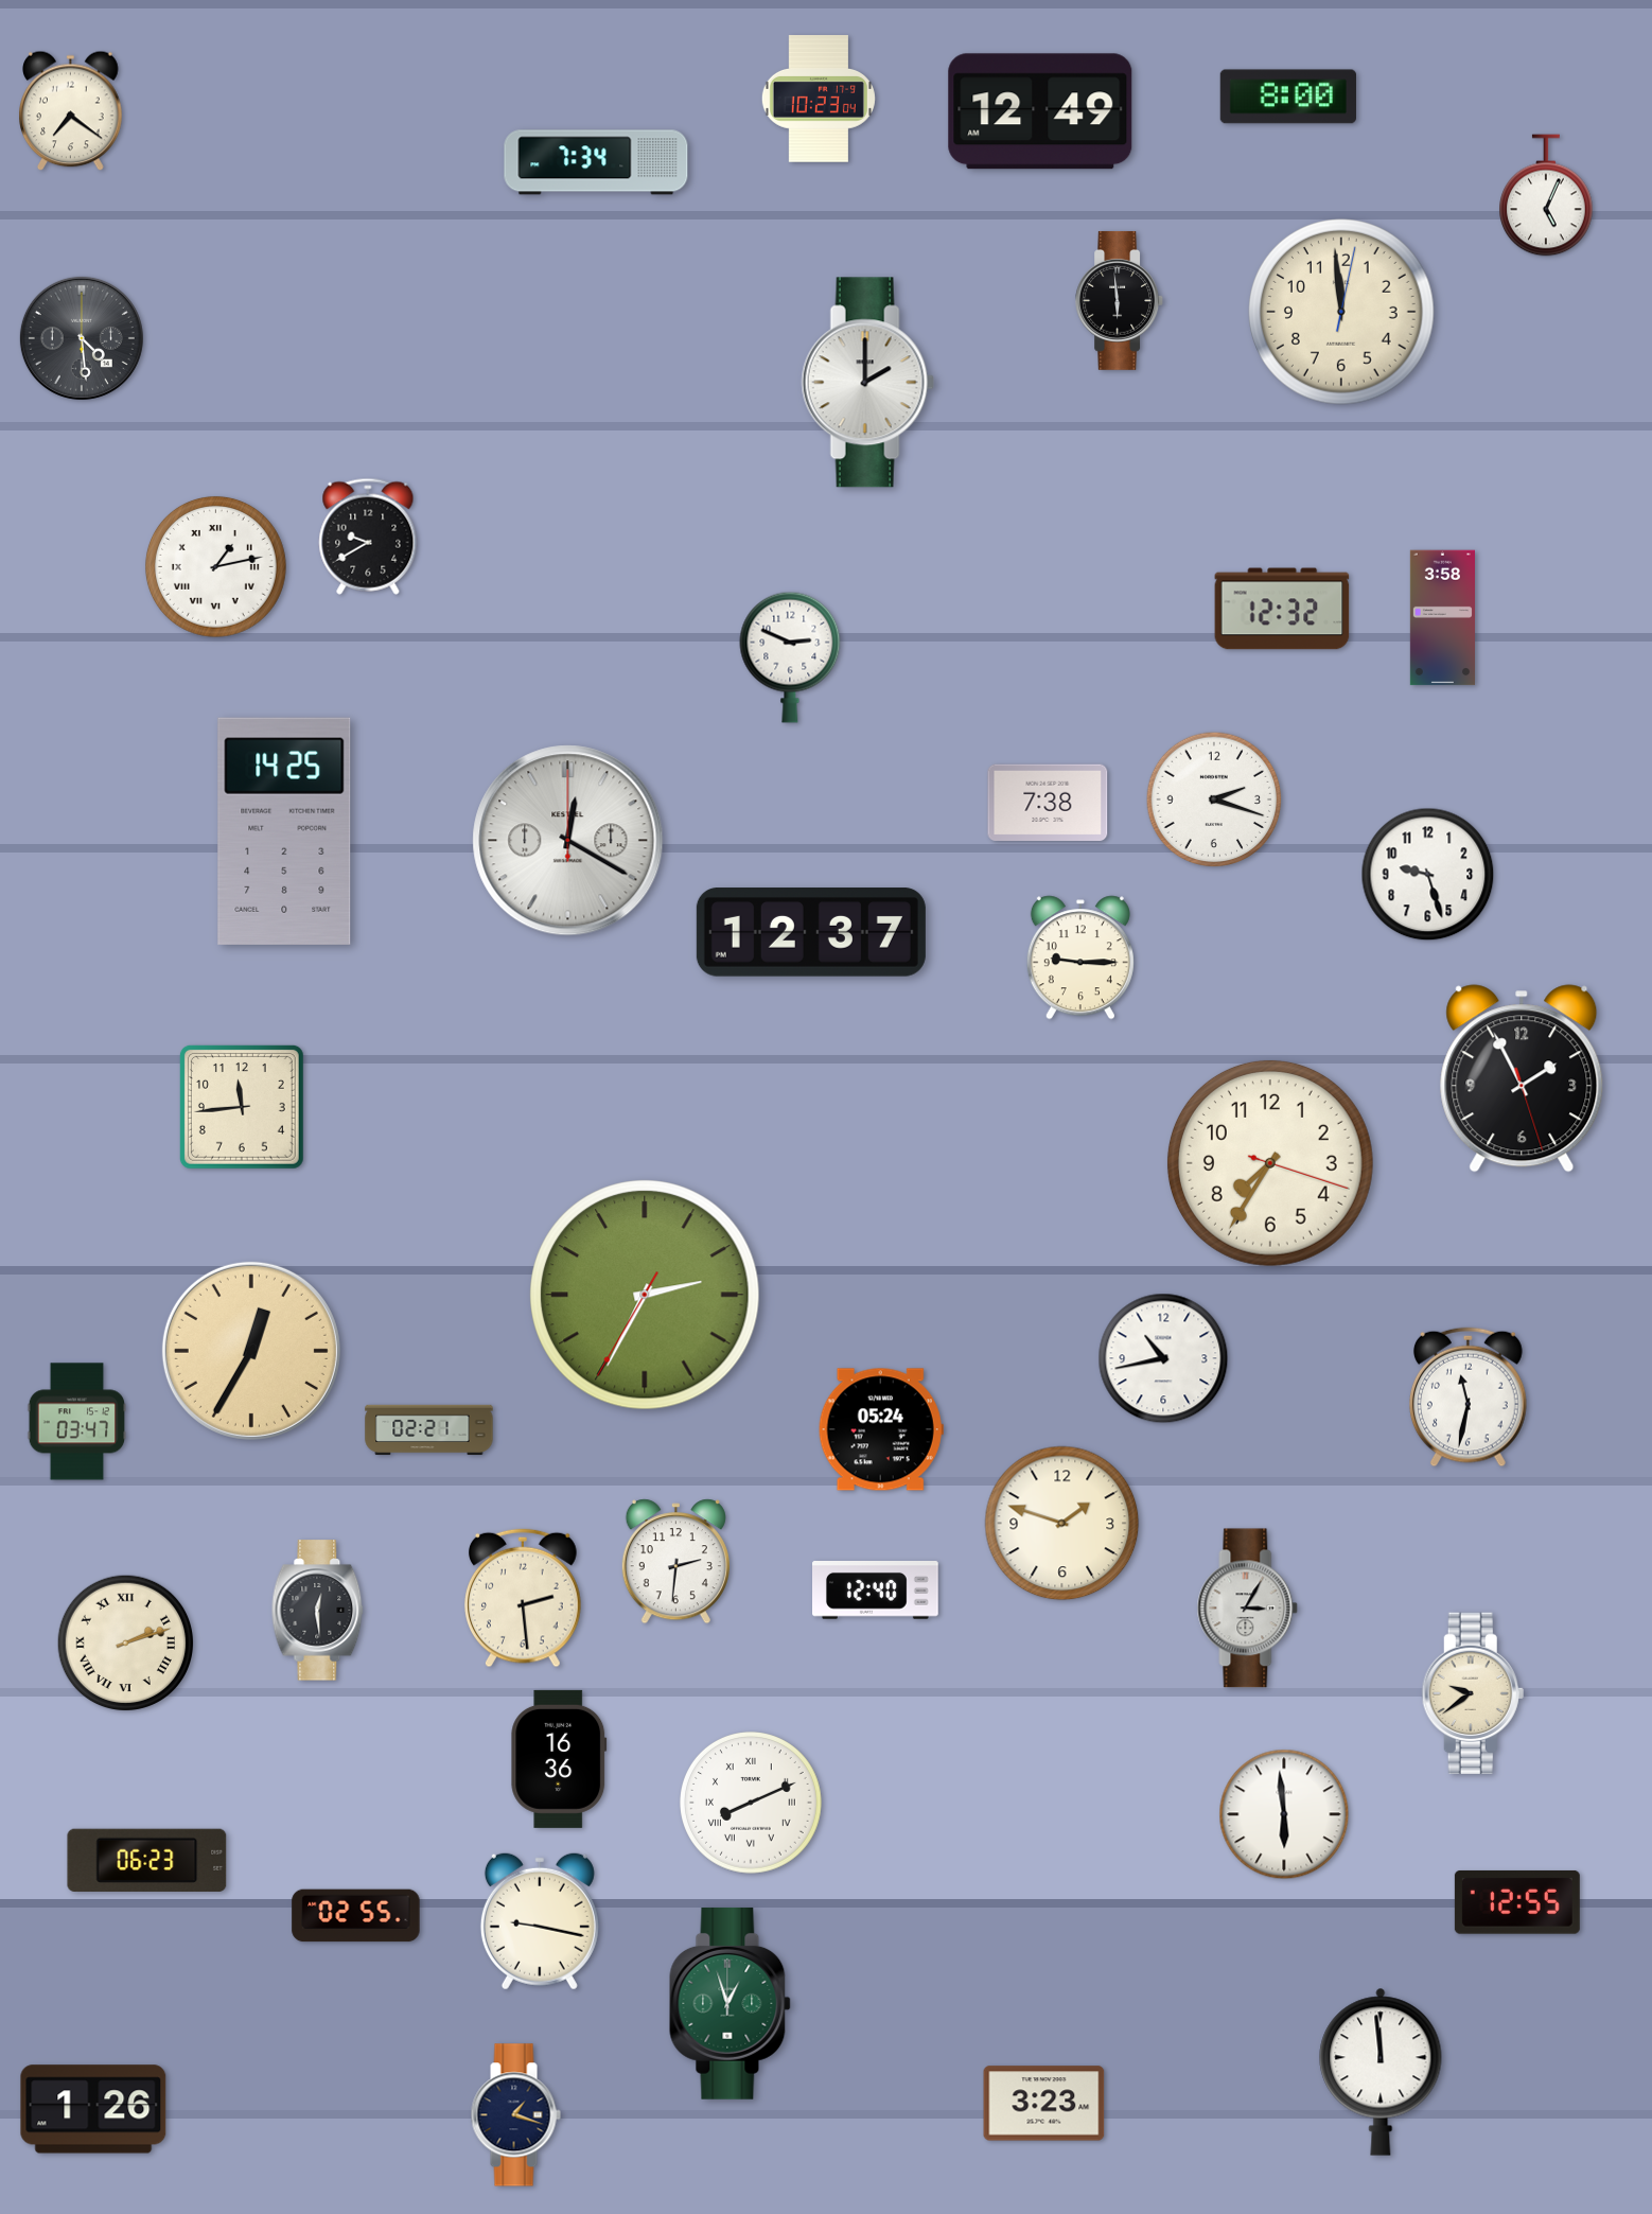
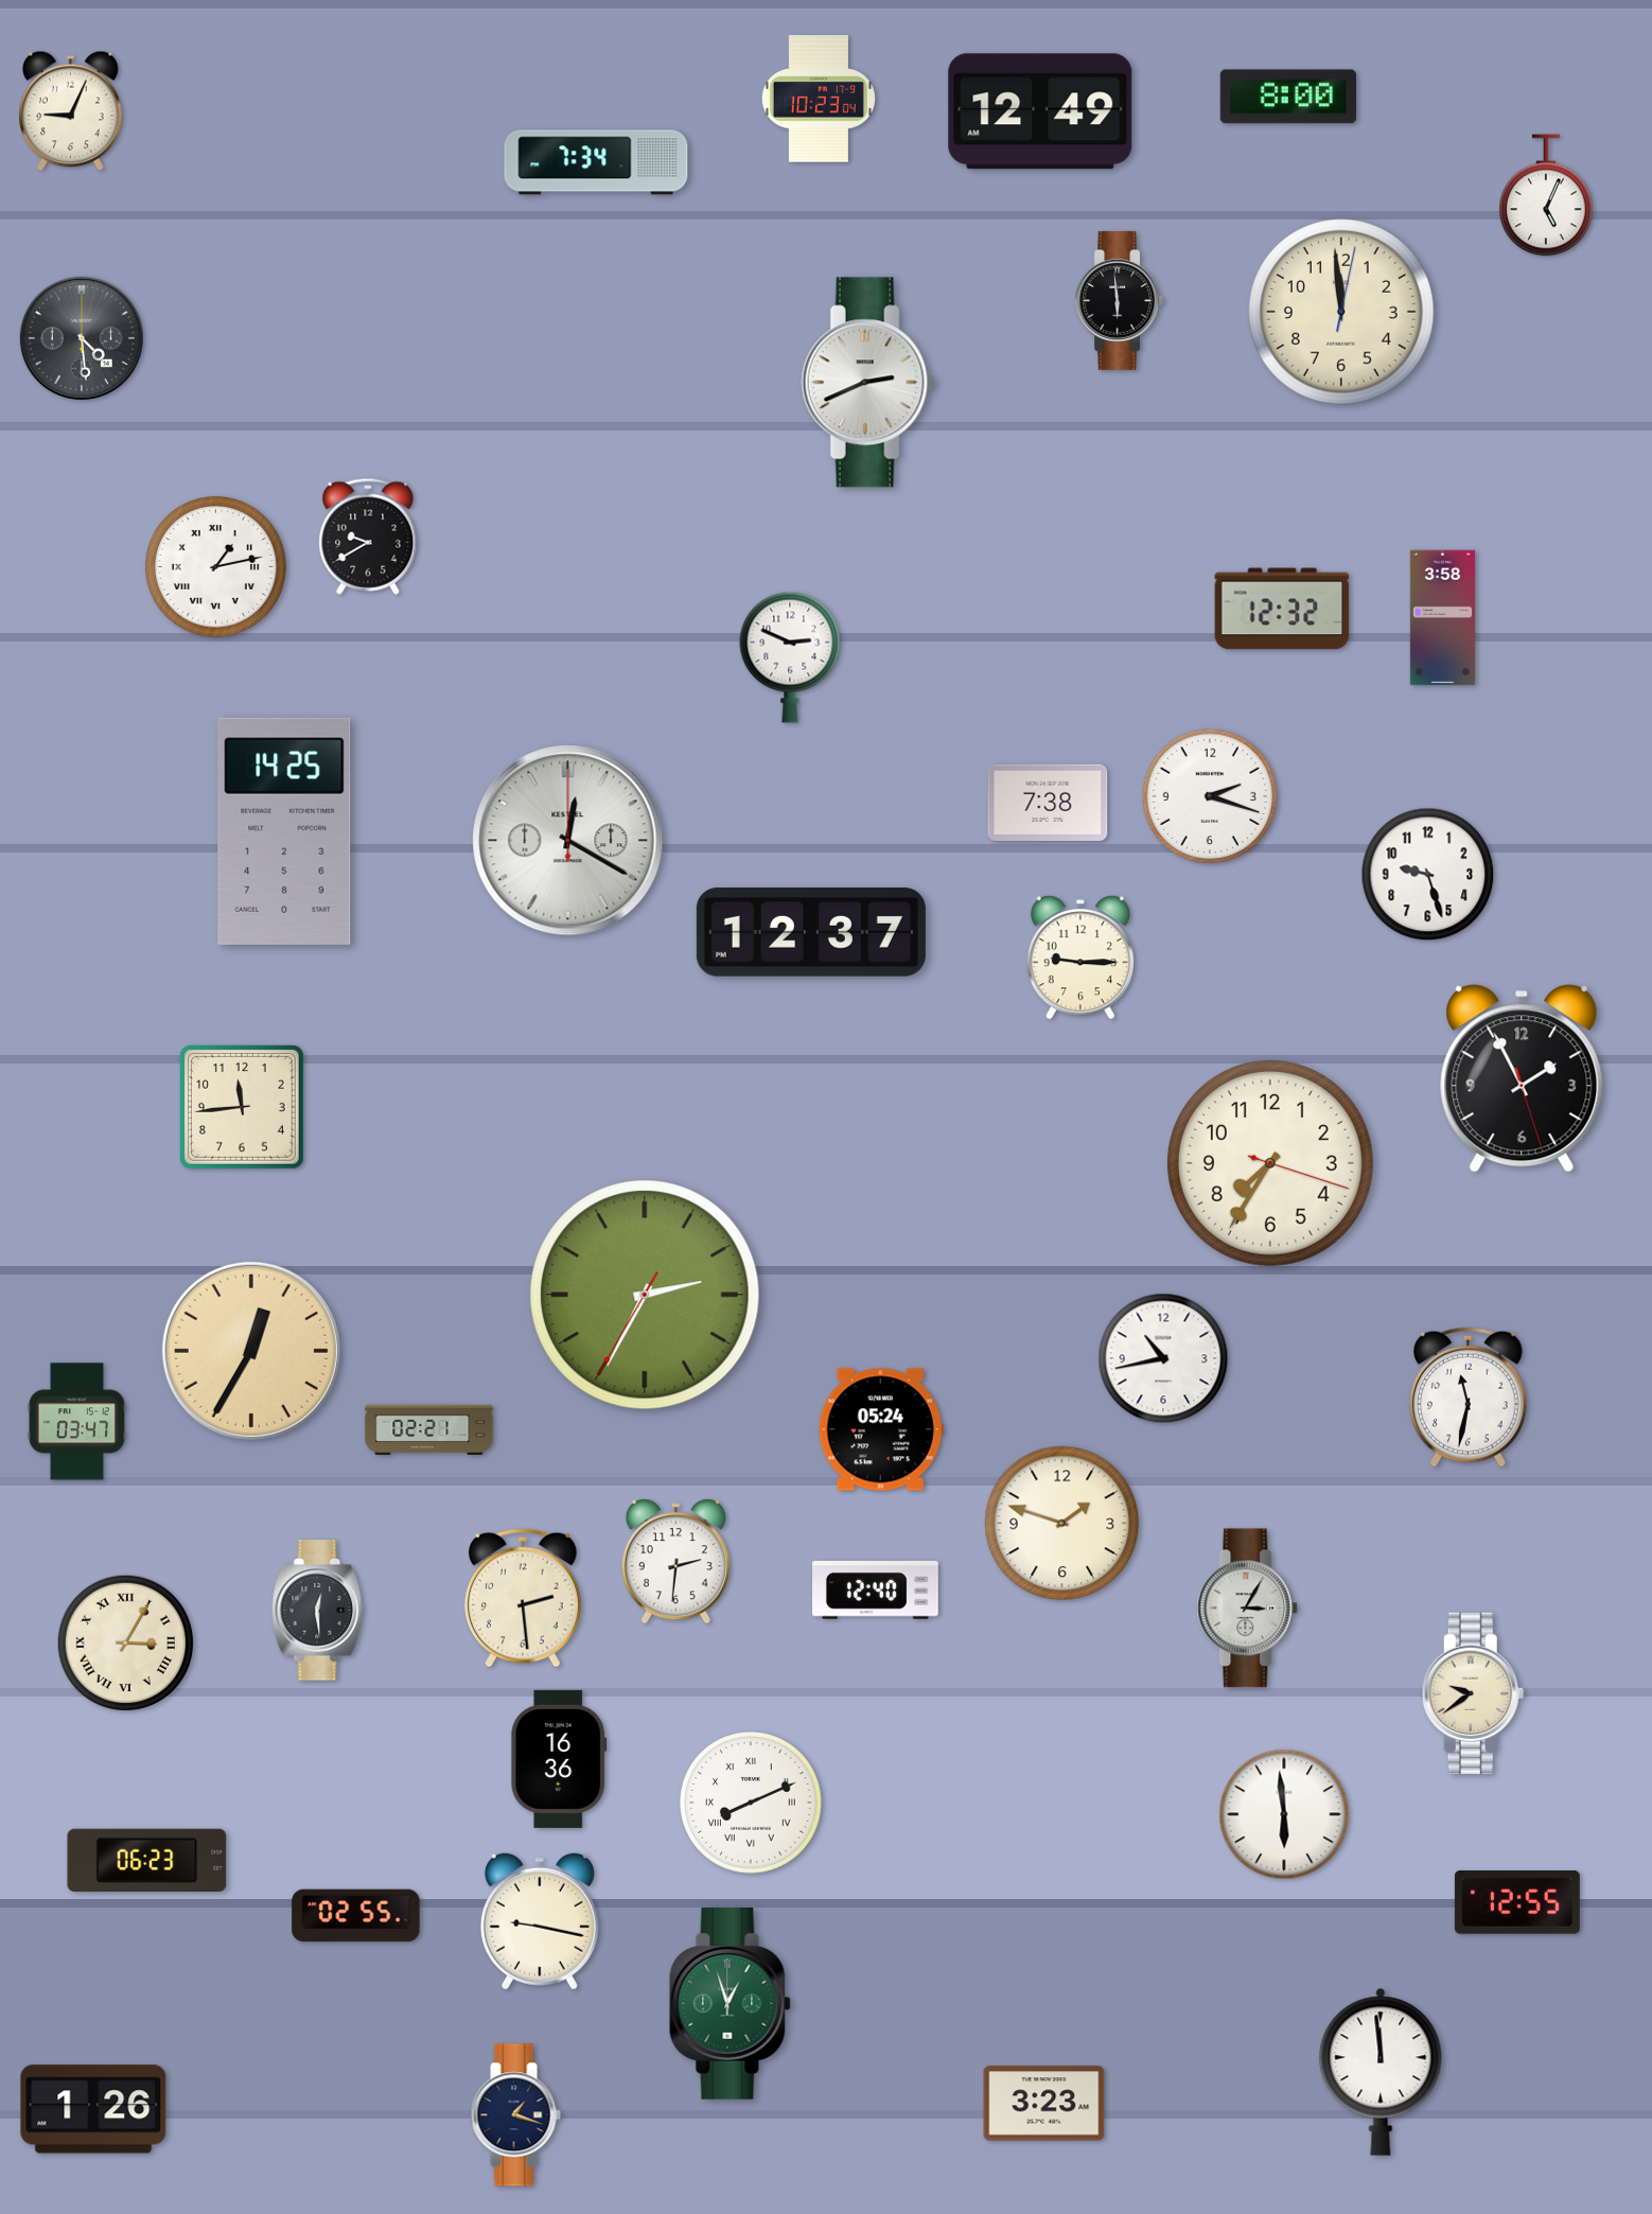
clock at (71, 111): 7:21 -> 9:04
clock at (867, 383): 2:00 -> 2:41
clock at (1214, 799) position: (1214, 799) -> (1210, 796)
clock at (125, 1642): 2:12 -> 3:05
